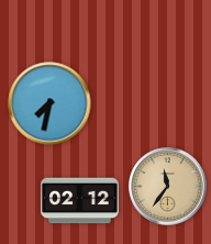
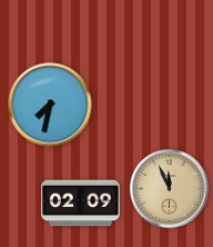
clock at (168, 187): 11:36 -> 11:56
clock at (80, 201): 02:12 -> 02:09
